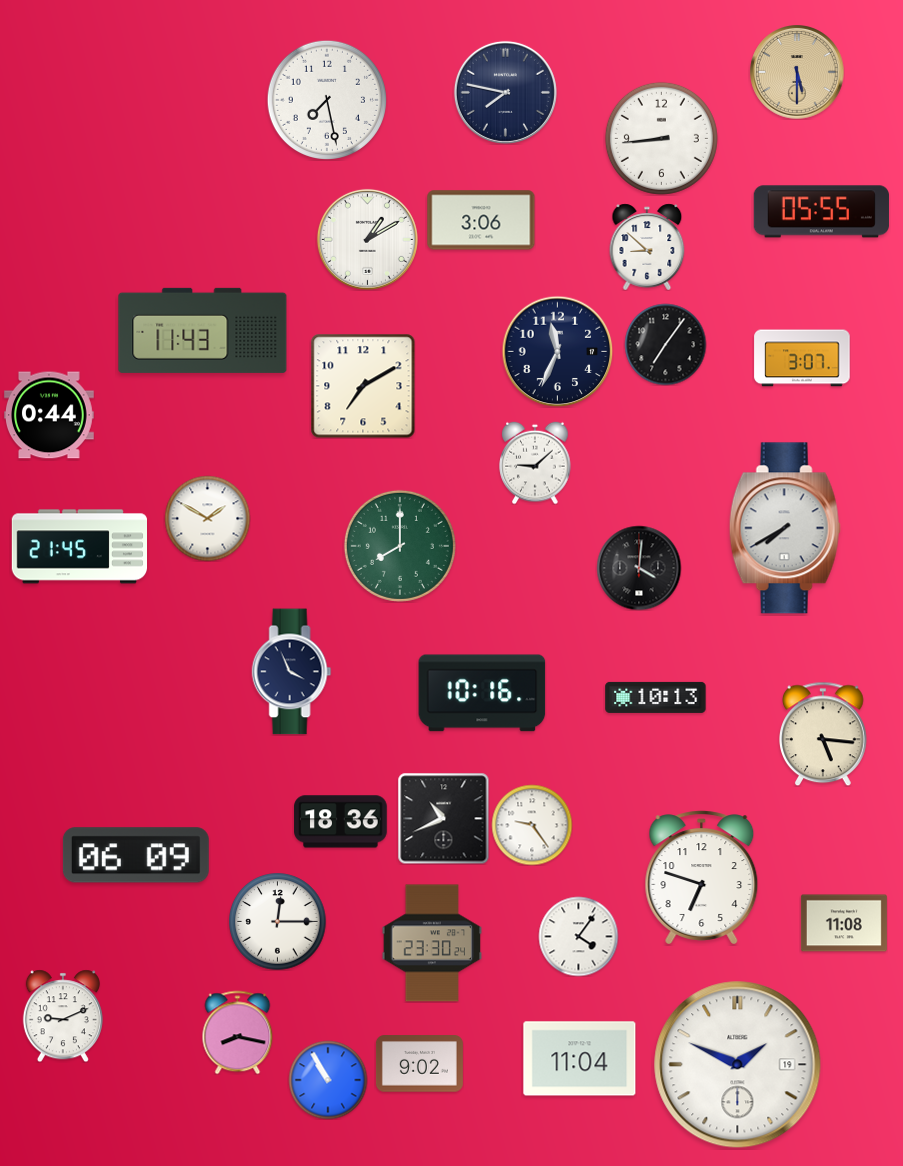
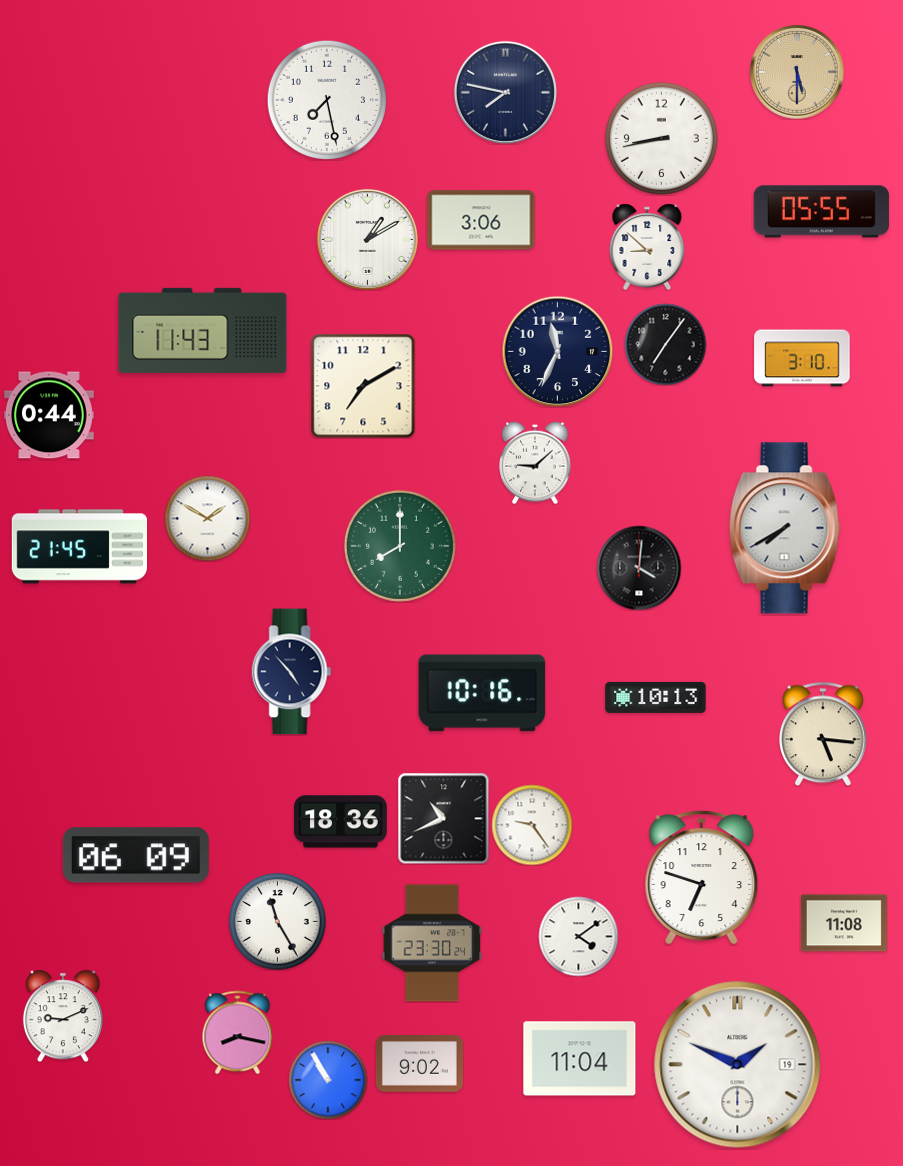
clock at (661, 138): 8:44 -> 8:43
clock at (802, 358): 3:07 -> 3:10
clock at (292, 672): 3:56 -> 4:53
clock at (278, 922): 12:15 -> 11:25
clock at (578, 936): 4:06 -> 4:09
